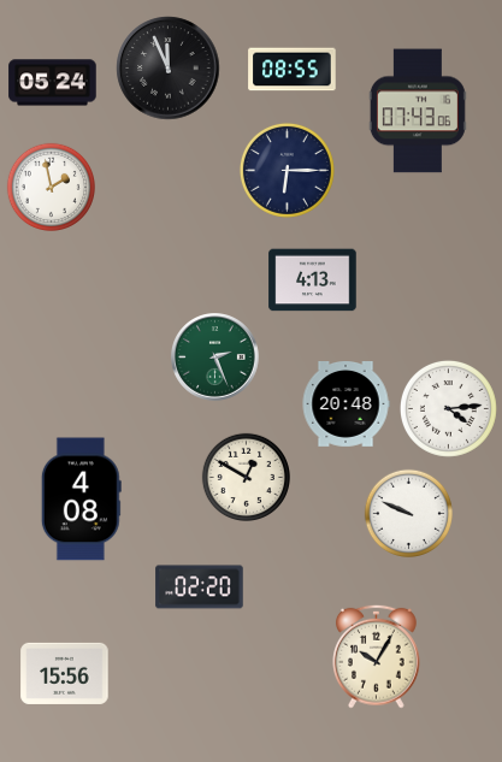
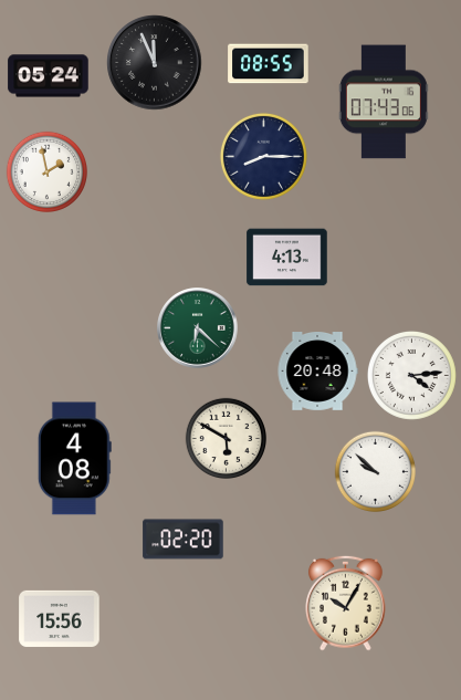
clock at (287, 170): 6:15 -> 8:15
clock at (215, 358): 2:26 -> 6:22
clock at (246, 477): 12:50 -> 5:50
clock at (408, 513): 9:49 -> 9:52
